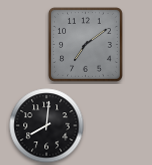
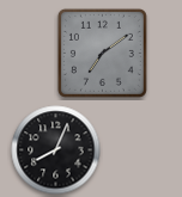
clock at (47, 126): 8:01 -> 8:04
